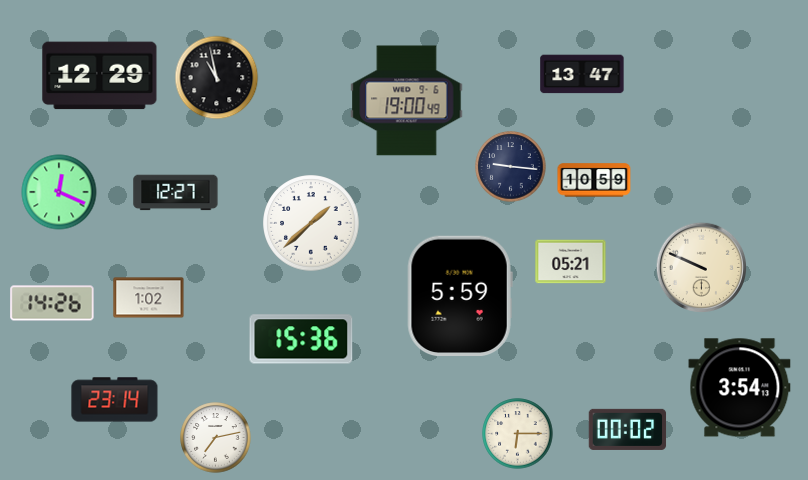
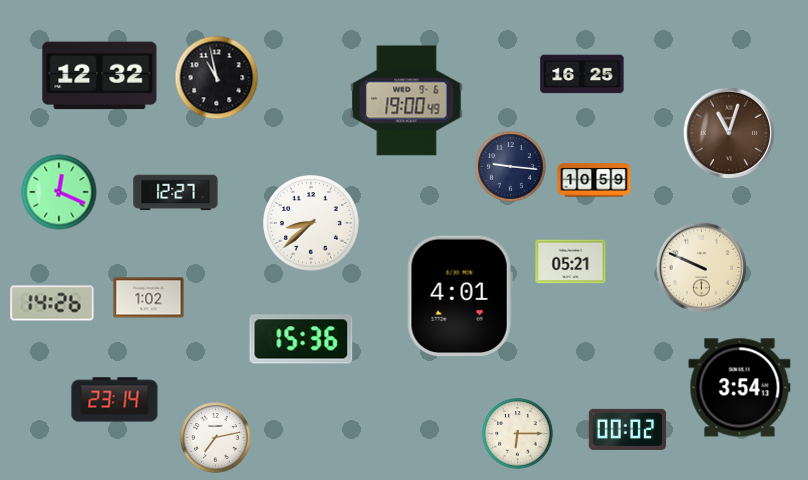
clock at (582, 74): 13:47 -> 16:25
clock at (100, 76): 12:29 -> 12:32
clock at (729, 133): none -> 11:03
clock at (311, 223): 1:38 -> 8:38
clock at (460, 295): 5:59 -> 4:01
